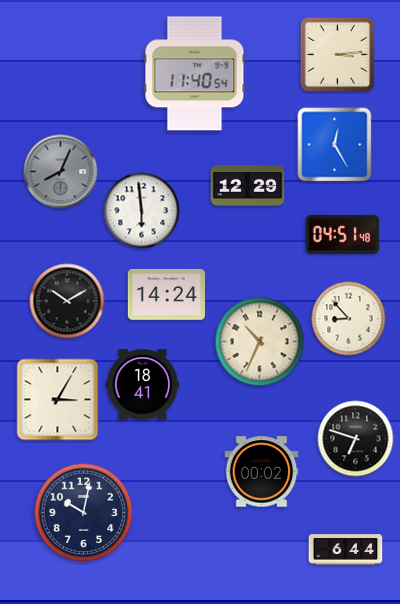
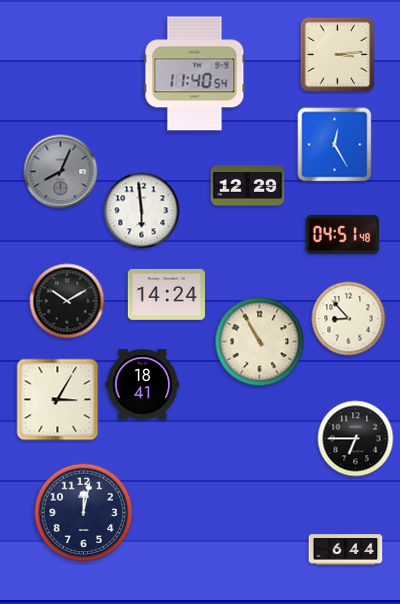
clock at (260, 342): 10:34 -> 10:55
clock at (356, 439): 6:48 -> 6:45
clock at (262, 472): 00:02 -> none
clock at (84, 513): 10:02 -> 12:02
